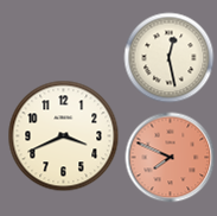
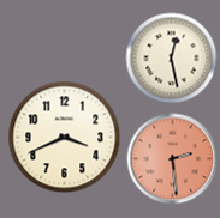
clock at (171, 158): 7:49 -> 2:29
